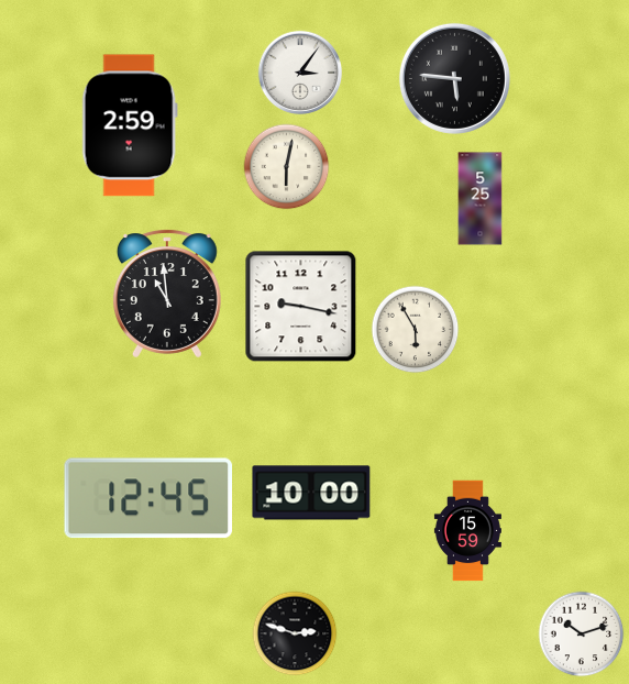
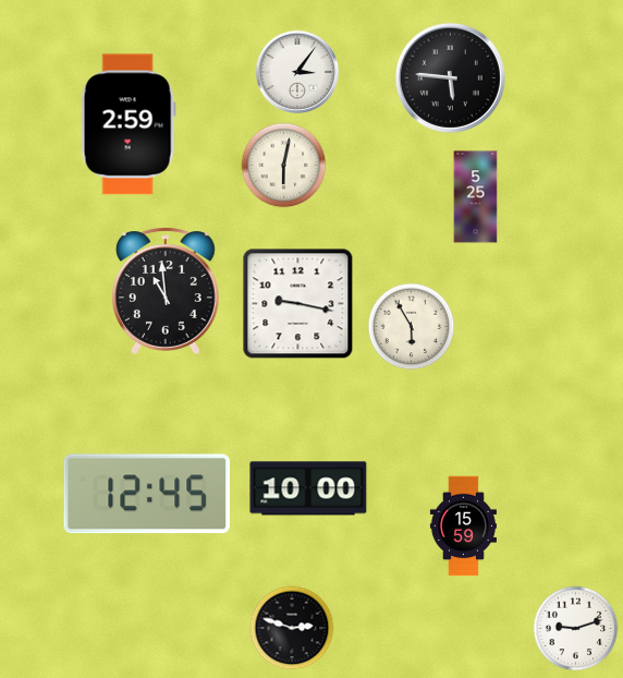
clock at (582, 635): 10:12 -> 9:12
